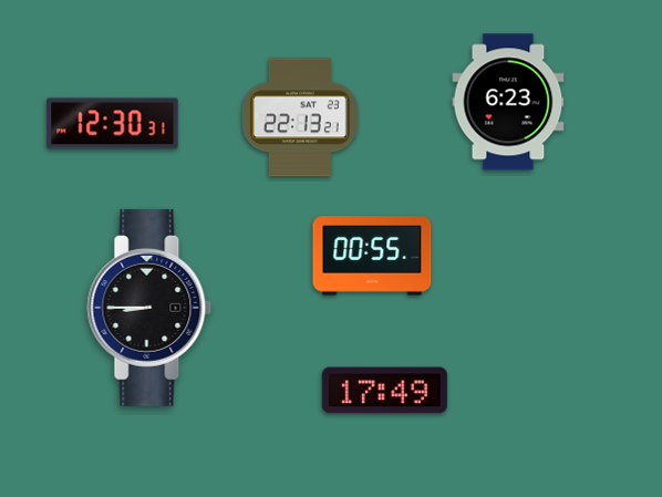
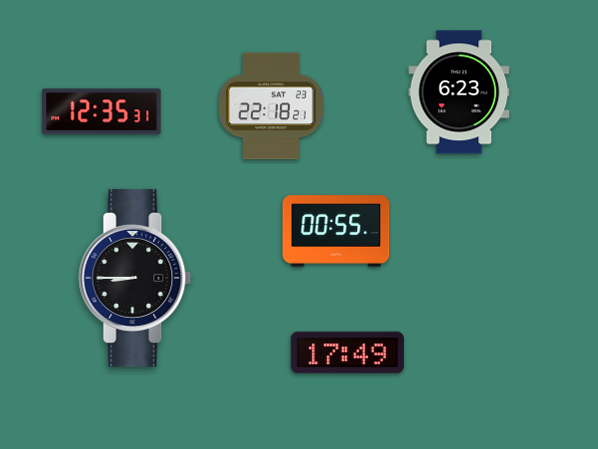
clock at (301, 117): 22:13 -> 22:18
clock at (113, 124): 12:30 -> 12:35
